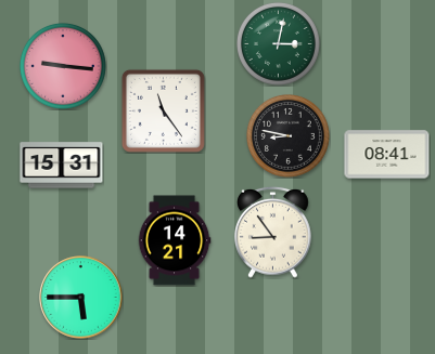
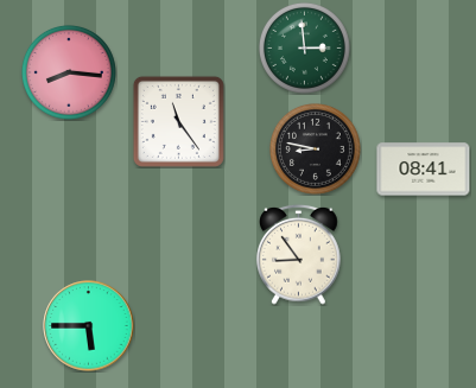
clock at (278, 43): 3:02 -> 2:59
clock at (63, 66): 9:16 -> 8:16
clock at (62, 166): 15:31 -> none
clock at (175, 240): 14:21 -> none
